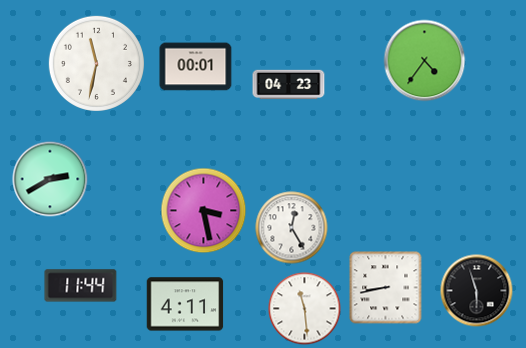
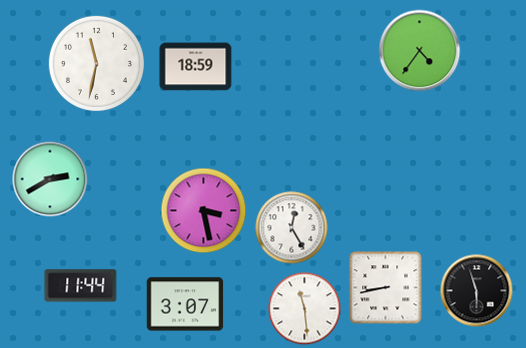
clock at (425, 61) position: (425, 61) -> (420, 51)
clock at (196, 67): 00:01 -> 18:59
clock at (289, 85): 04:23 -> none
clock at (185, 304): 4:11 -> 3:07
